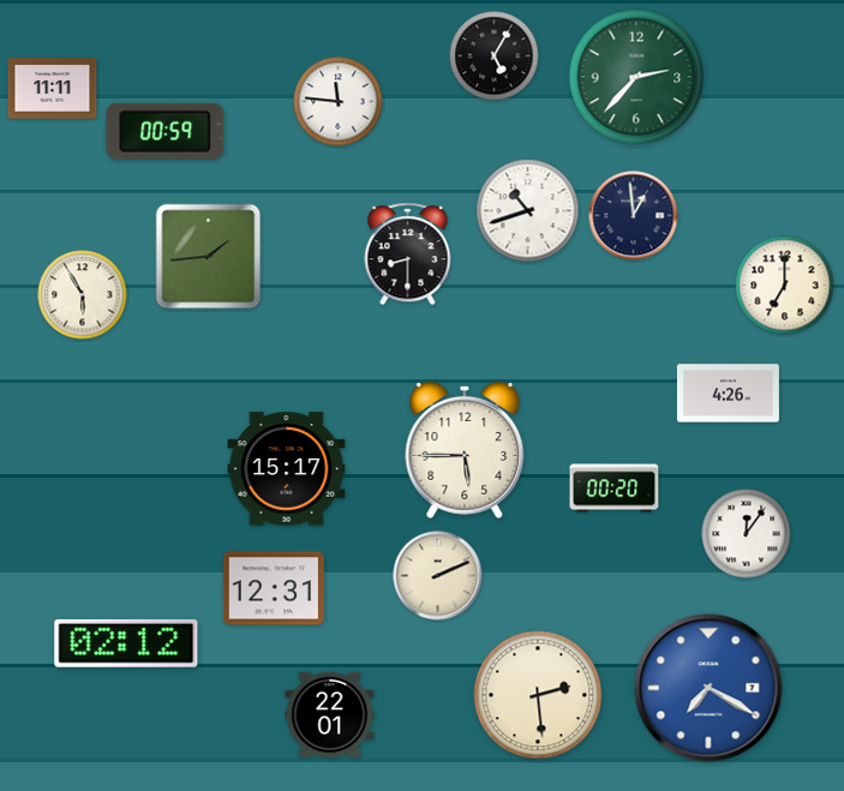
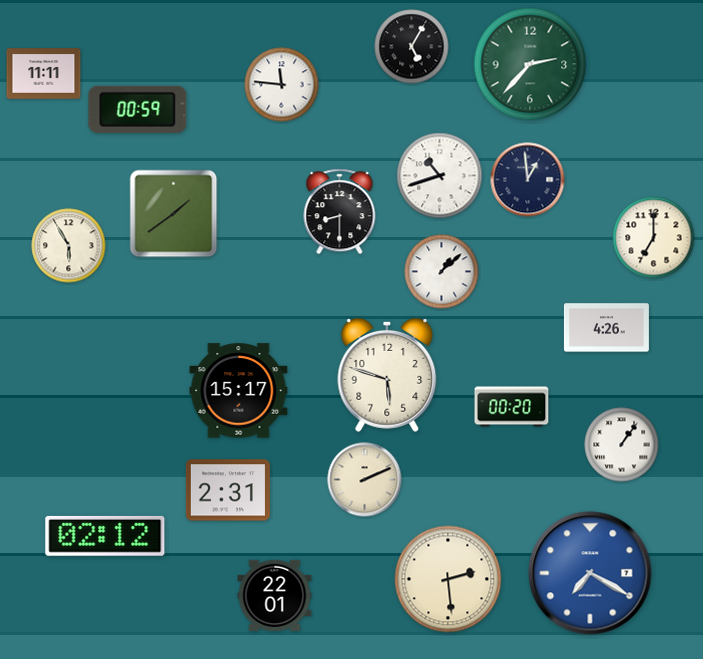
clock at (209, 257): 1:44 -> 1:39
clock at (442, 272): none -> 1:08
clock at (465, 450): 5:45 -> 5:48
clock at (747, 534): 12:06 -> 1:06
clock at (274, 588): 12:31 -> 2:31
